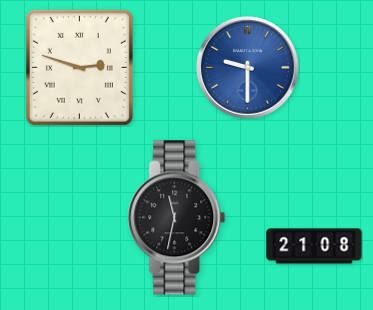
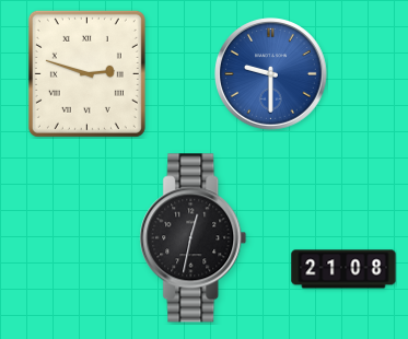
clock at (177, 218): 11:32 -> 12:32
